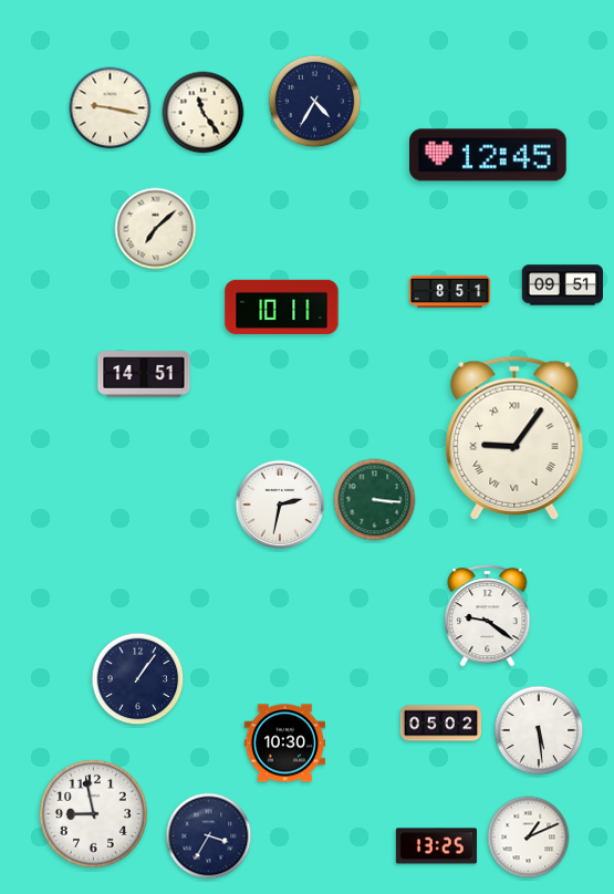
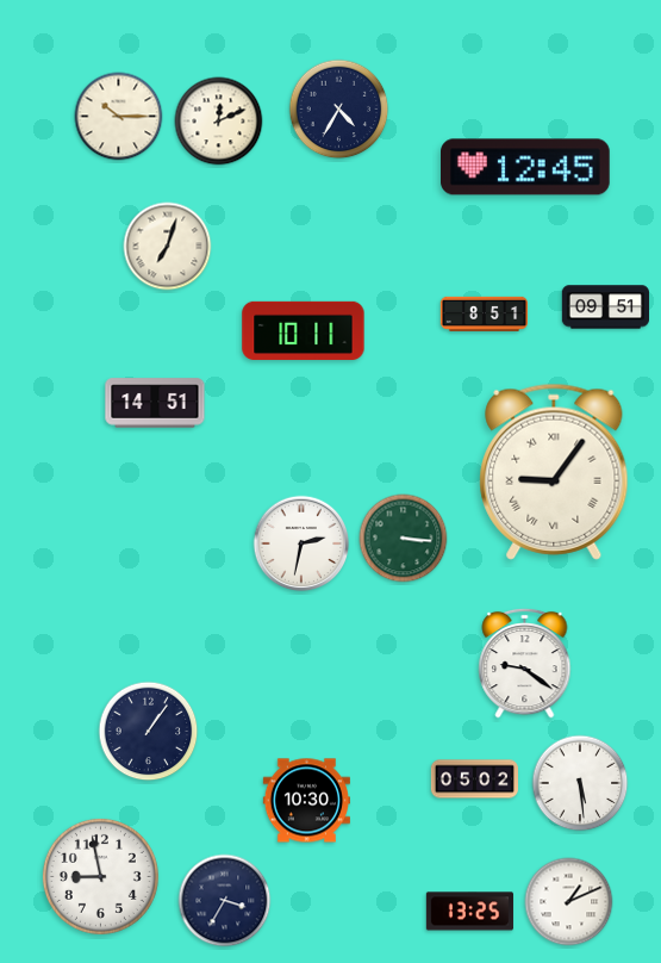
clock at (111, 108): 9:17 -> 10:15
clock at (204, 113): 11:24 -> 12:11
clock at (156, 229): 7:08 -> 7:03
clock at (539, 730) position: (539, 730) -> (580, 783)
